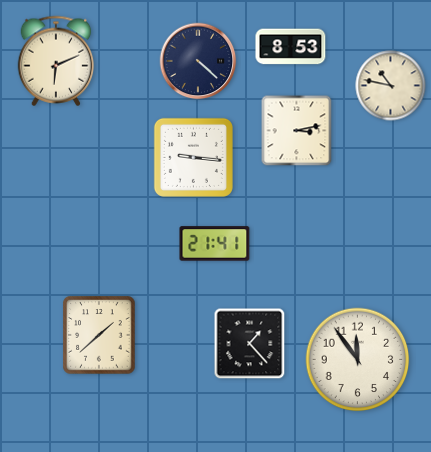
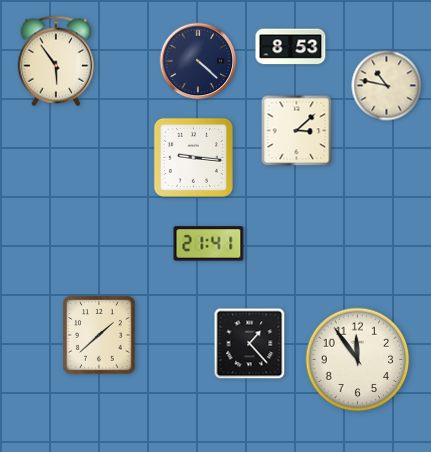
clock at (56, 61): 6:11 -> 5:54
clock at (391, 86) position: (391, 86) -> (387, 86)
clock at (297, 131): 3:13 -> 3:08
clock at (215, 244) position: (215, 244) -> (209, 244)
